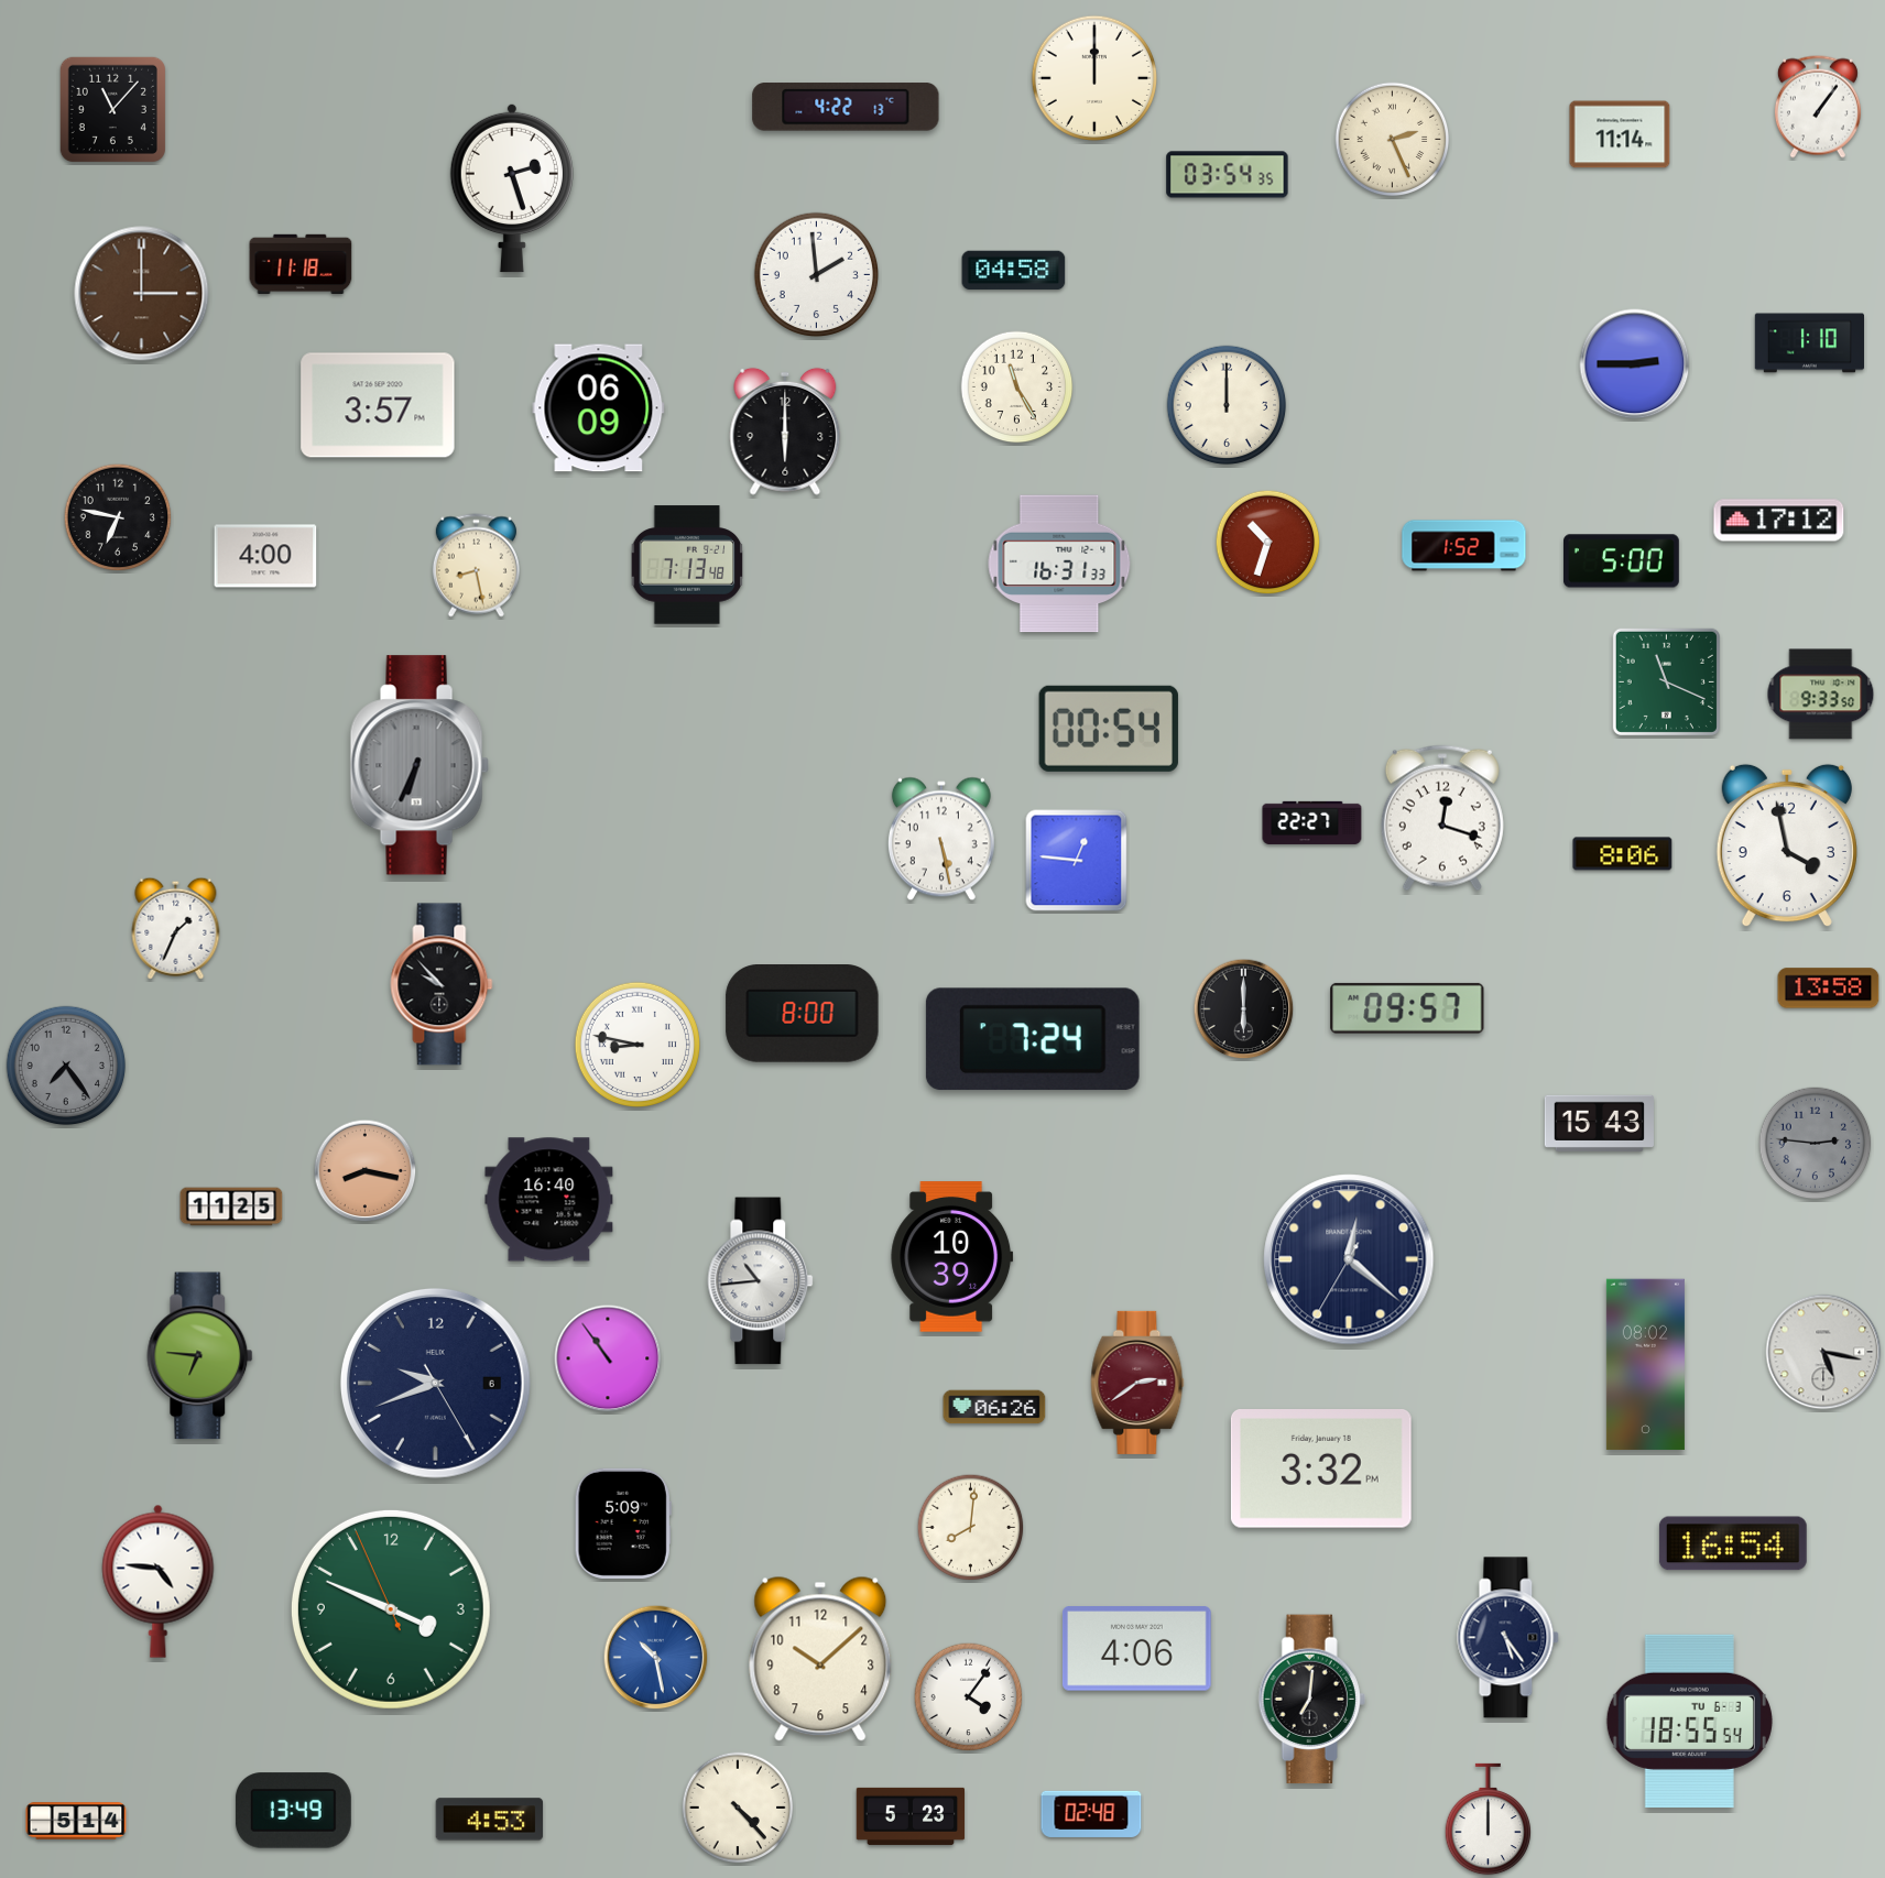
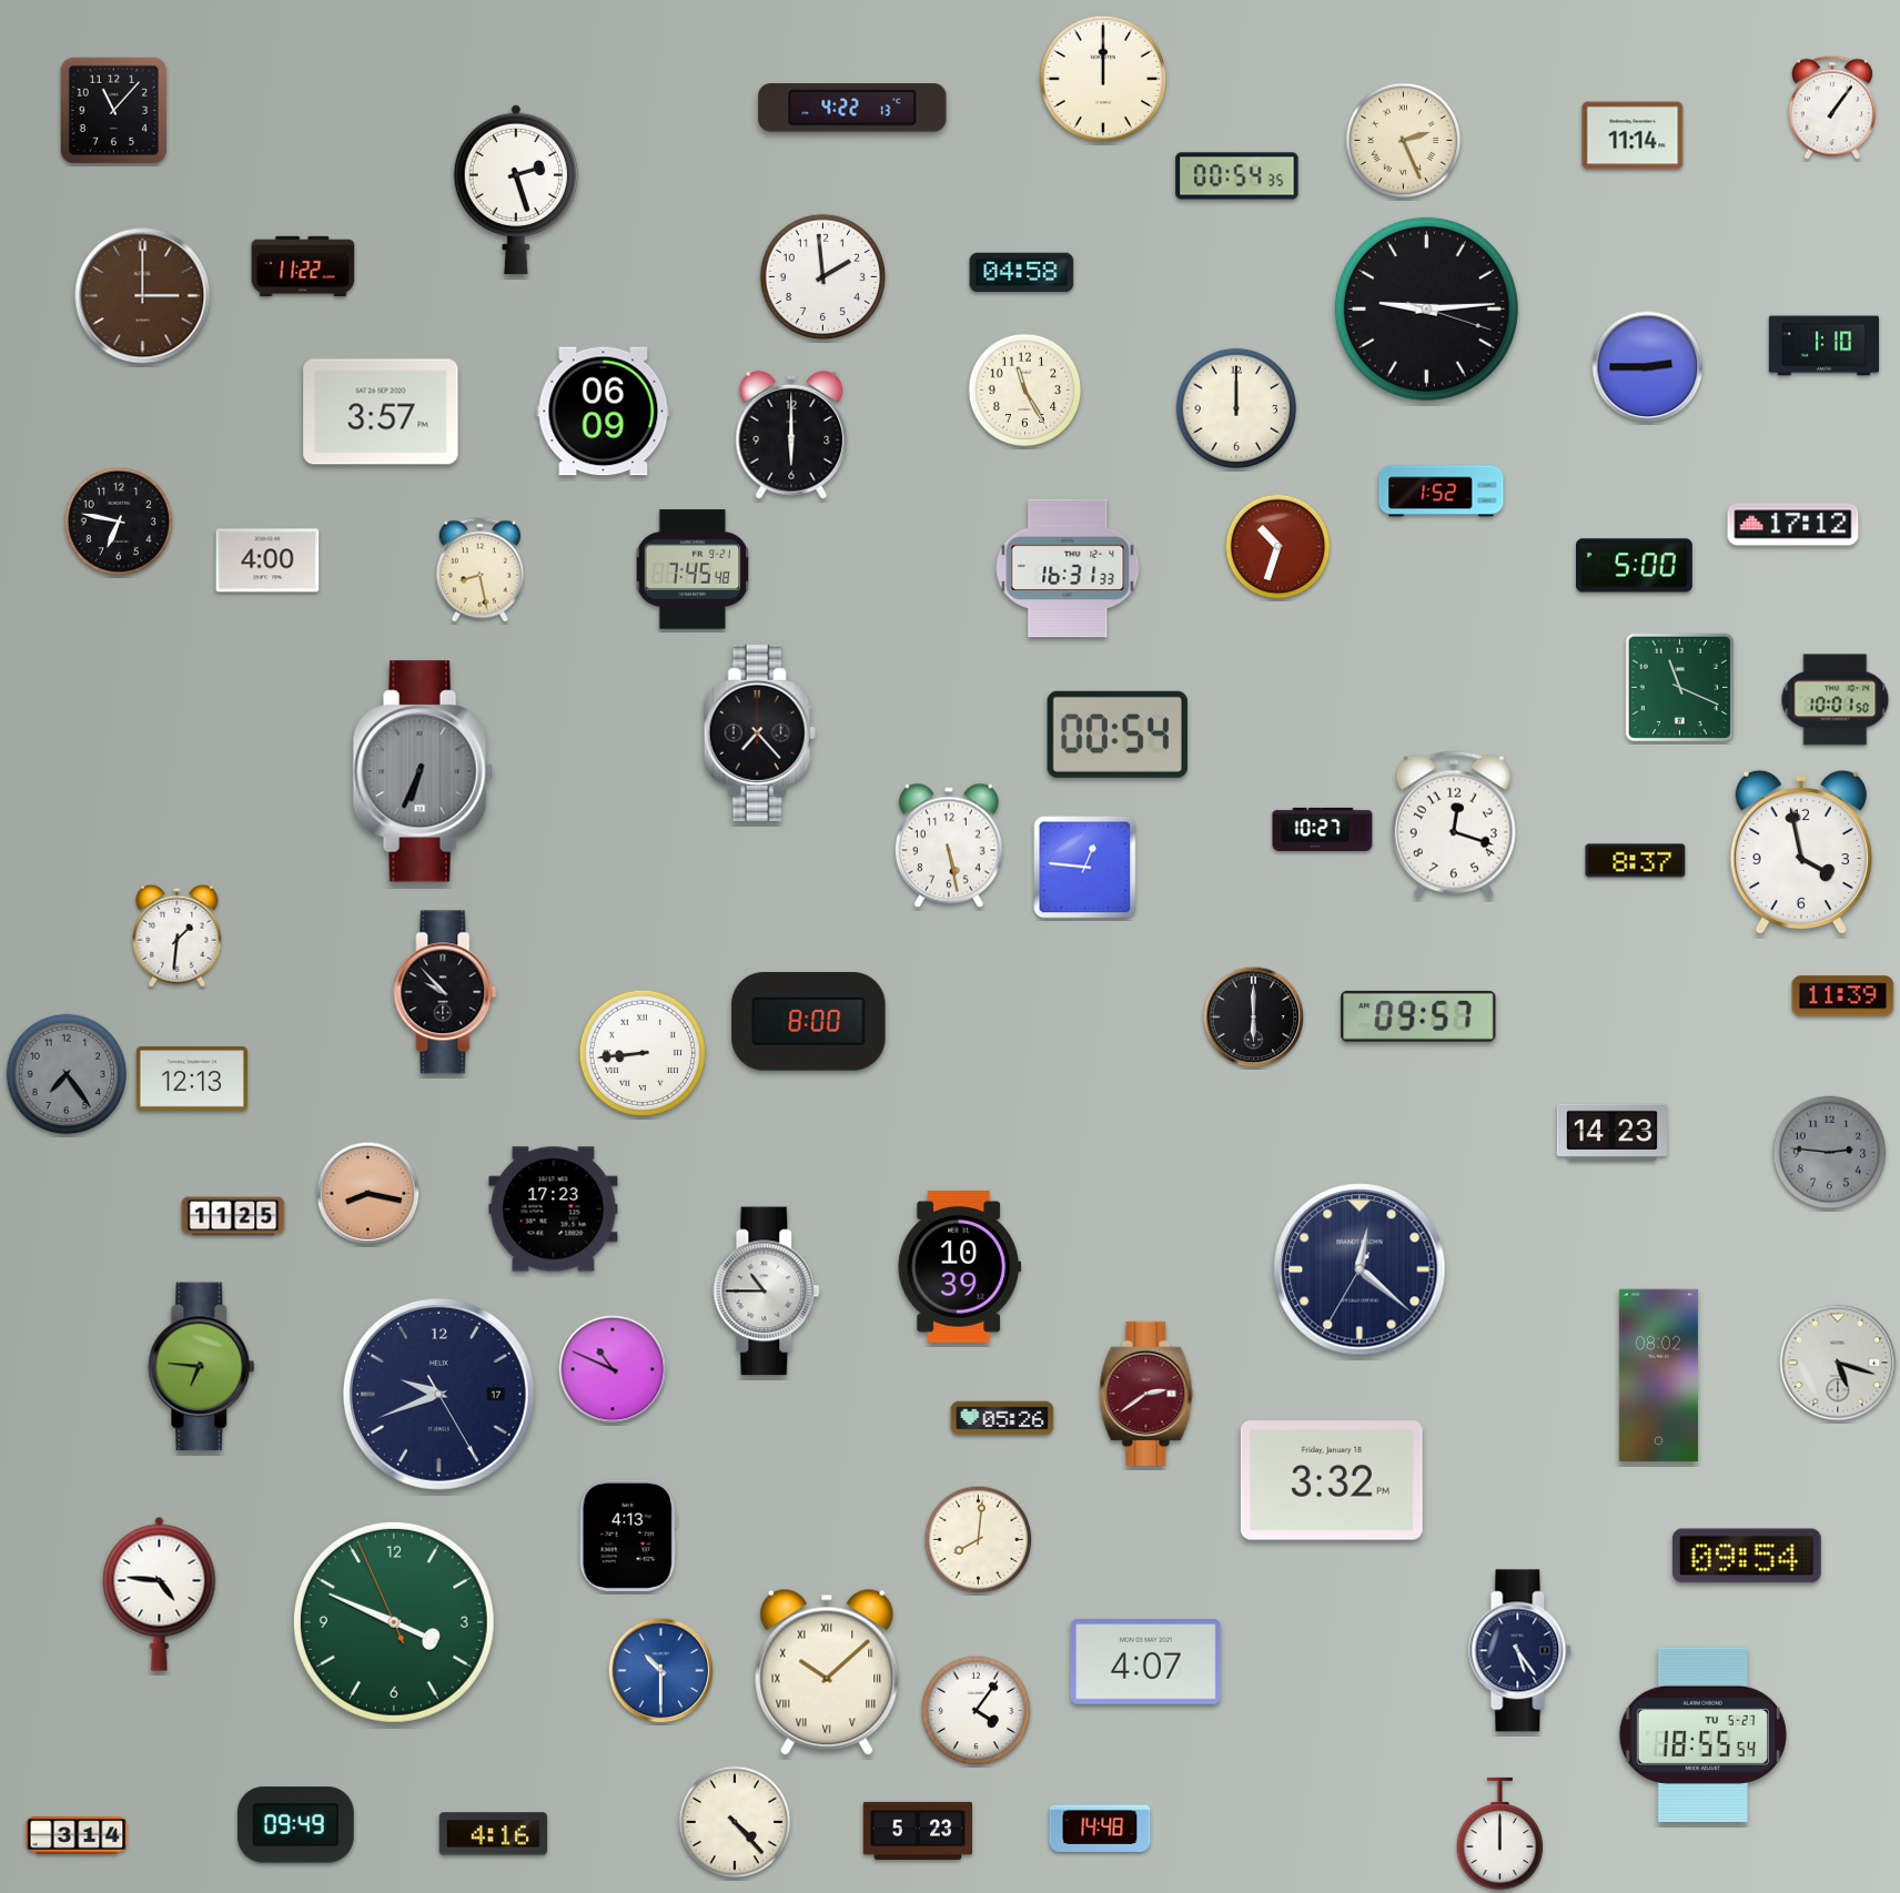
clock at (1228, 175): 03:54 -> 00:54
clock at (301, 263): 11:18 -> 11:22
clock at (1426, 308): none -> 9:14
clock at (378, 405) position: (378, 405) -> (381, 412)
clock at (1464, 546) position: (1464, 546) -> (1442, 492)
clock at (687, 565): 7:13 -> 7:45
clock at (1821, 695): 9:33 -> 10:01
clock at (759, 732): none -> 7:23
clock at (1312, 822): 22:27 -> 10:27
clock at (1623, 854): 8:06 -> 8:37
clock at (176, 928): 1:34 -> 1:31
clock at (1829, 989): 13:58 -> 11:39
clock at (1033, 1039): 7:24 -> none
clock at (636, 1044): 8:47 -> 8:44
clock at (192, 1079): none -> 12:13
clock at (1599, 1123): 15:43 -> 14:23
clock at (366, 1171) position: (366, 1171) -> (368, 1194)
clock at (549, 1200): 16:40 -> 17:23
clock at (761, 1281): 10:44 -> 10:45
clock at (1823, 1352): 5:17 -> 5:18
clock at (608, 1358): 10:54 -> 10:49
clock at (435, 1383) date: 6 -> 17
clock at (994, 1407): 06:26 -> 05:26
clock at (623, 1524): 5:09 -> 4:13
clock at (1733, 1543): 16:54 -> 09:54
clock at (1136, 1649): 4:06 -> 4:07
clock at (656, 1658): 10:28 -> 10:30
clock at (820, 1659) numerals: Arabic -> Roman
clock at (1311, 1700): 7:01 -> none
clock at (1689, 1721) date: TU 6-3 -> TU 5-27
clock at (738, 1808) position: (738, 1808) -> (735, 1822)
clock at (293, 1811): 13:49 -> 09:49
clock at (1091, 1814): 02:48 -> 14:48
clock at (490, 1820): 4:53 -> 4:16
clock at (76, 1821): 5:14 -> 3:14
